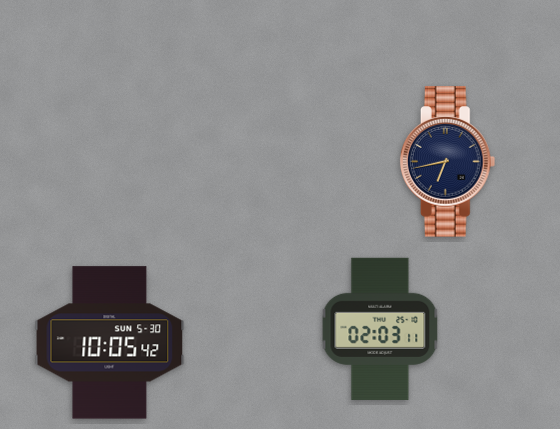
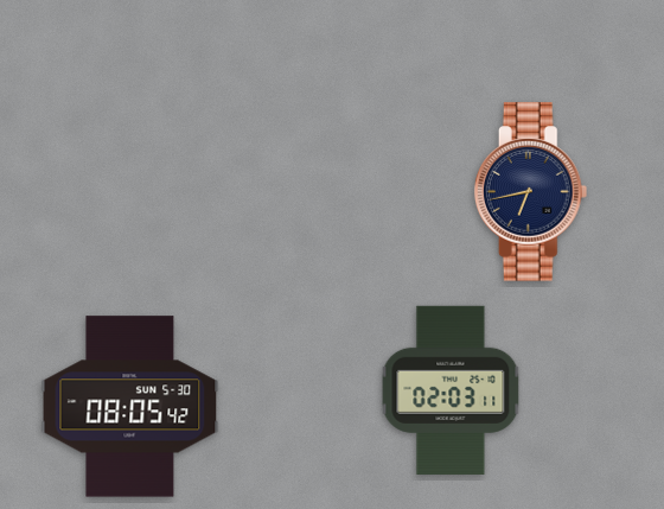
clock at (110, 343): 10:05 -> 08:05
